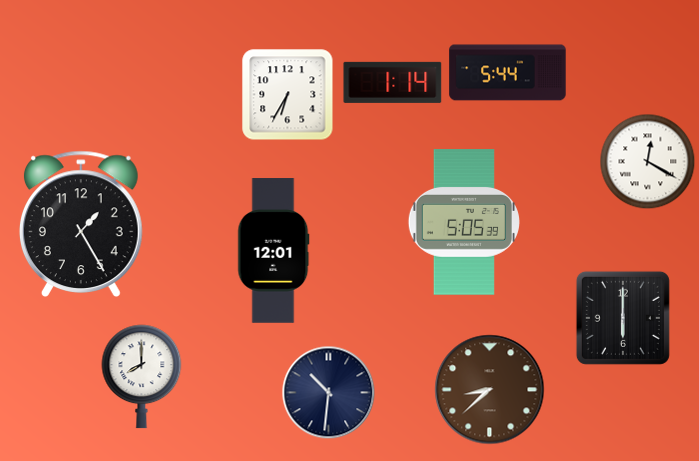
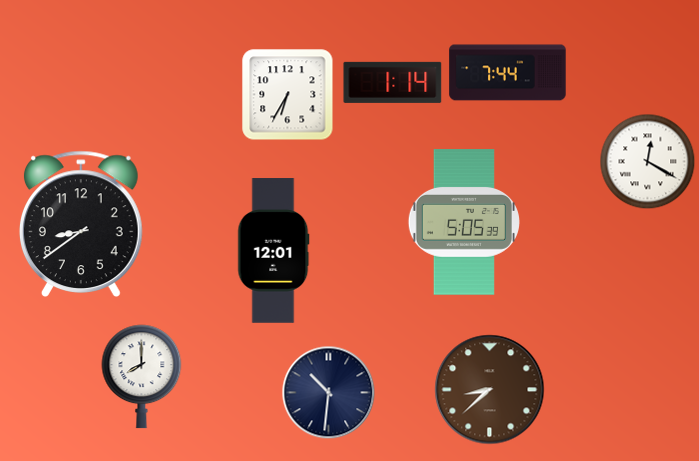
clock at (508, 73): 5:44 -> 7:44
clock at (81, 223): 1:25 -> 8:39
clock at (623, 318): 6:00 -> none
